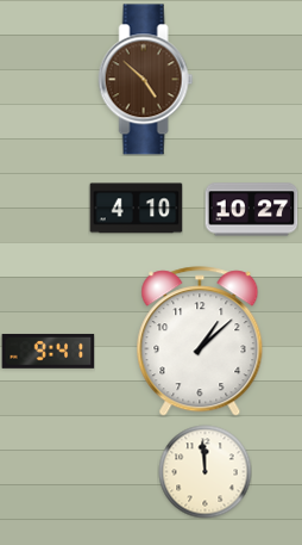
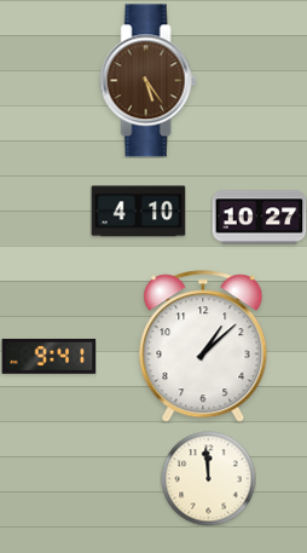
clock at (146, 80): 4:52 -> 5:24
clock at (251, 210) position: (251, 210) -> (259, 218)
